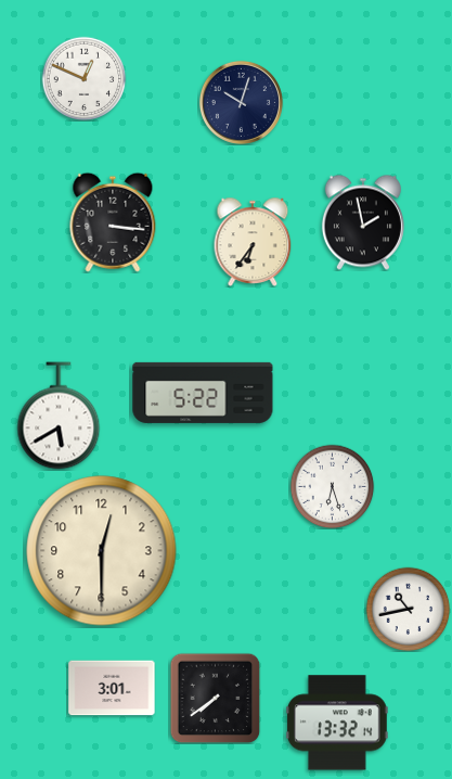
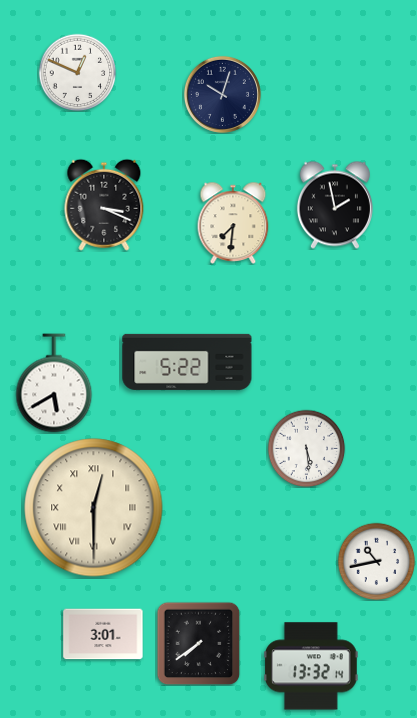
clock at (113, 222): 3:16 -> 3:19
clock at (253, 242): 6:36 -> 7:31
clock at (332, 486): 6:27 -> 5:29
clock at (102, 551) numerals: Arabic -> Roman
